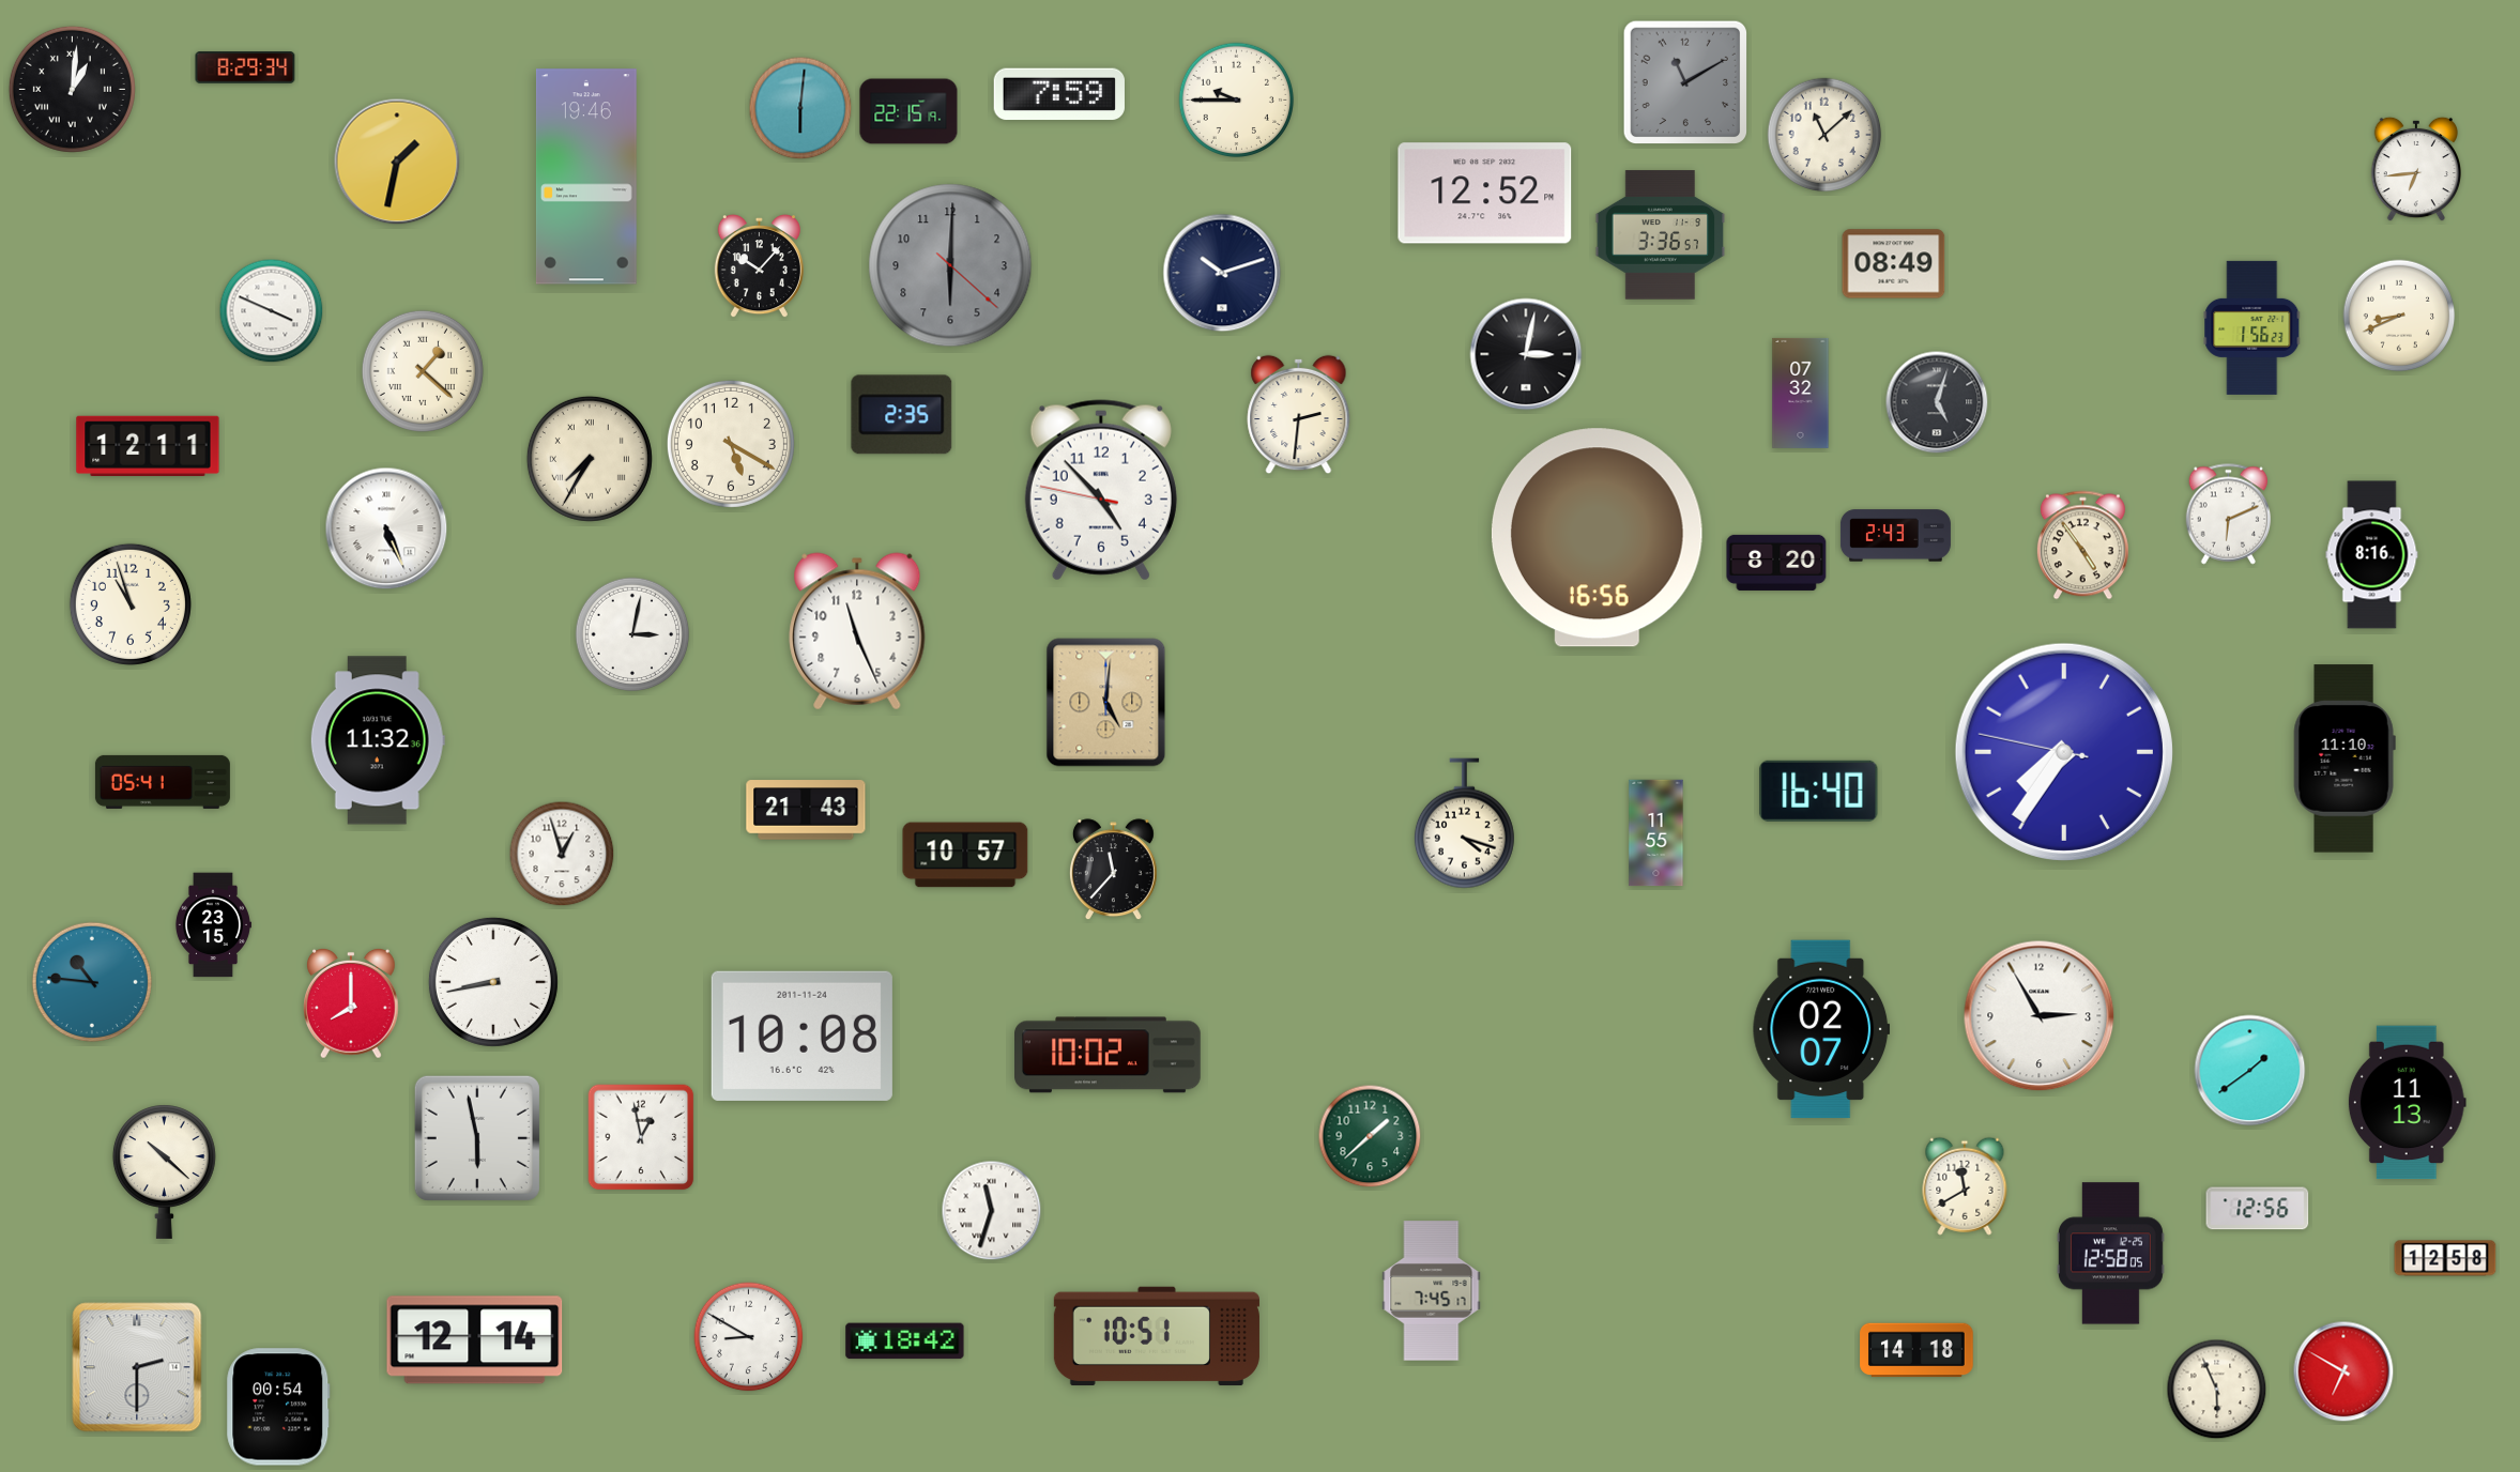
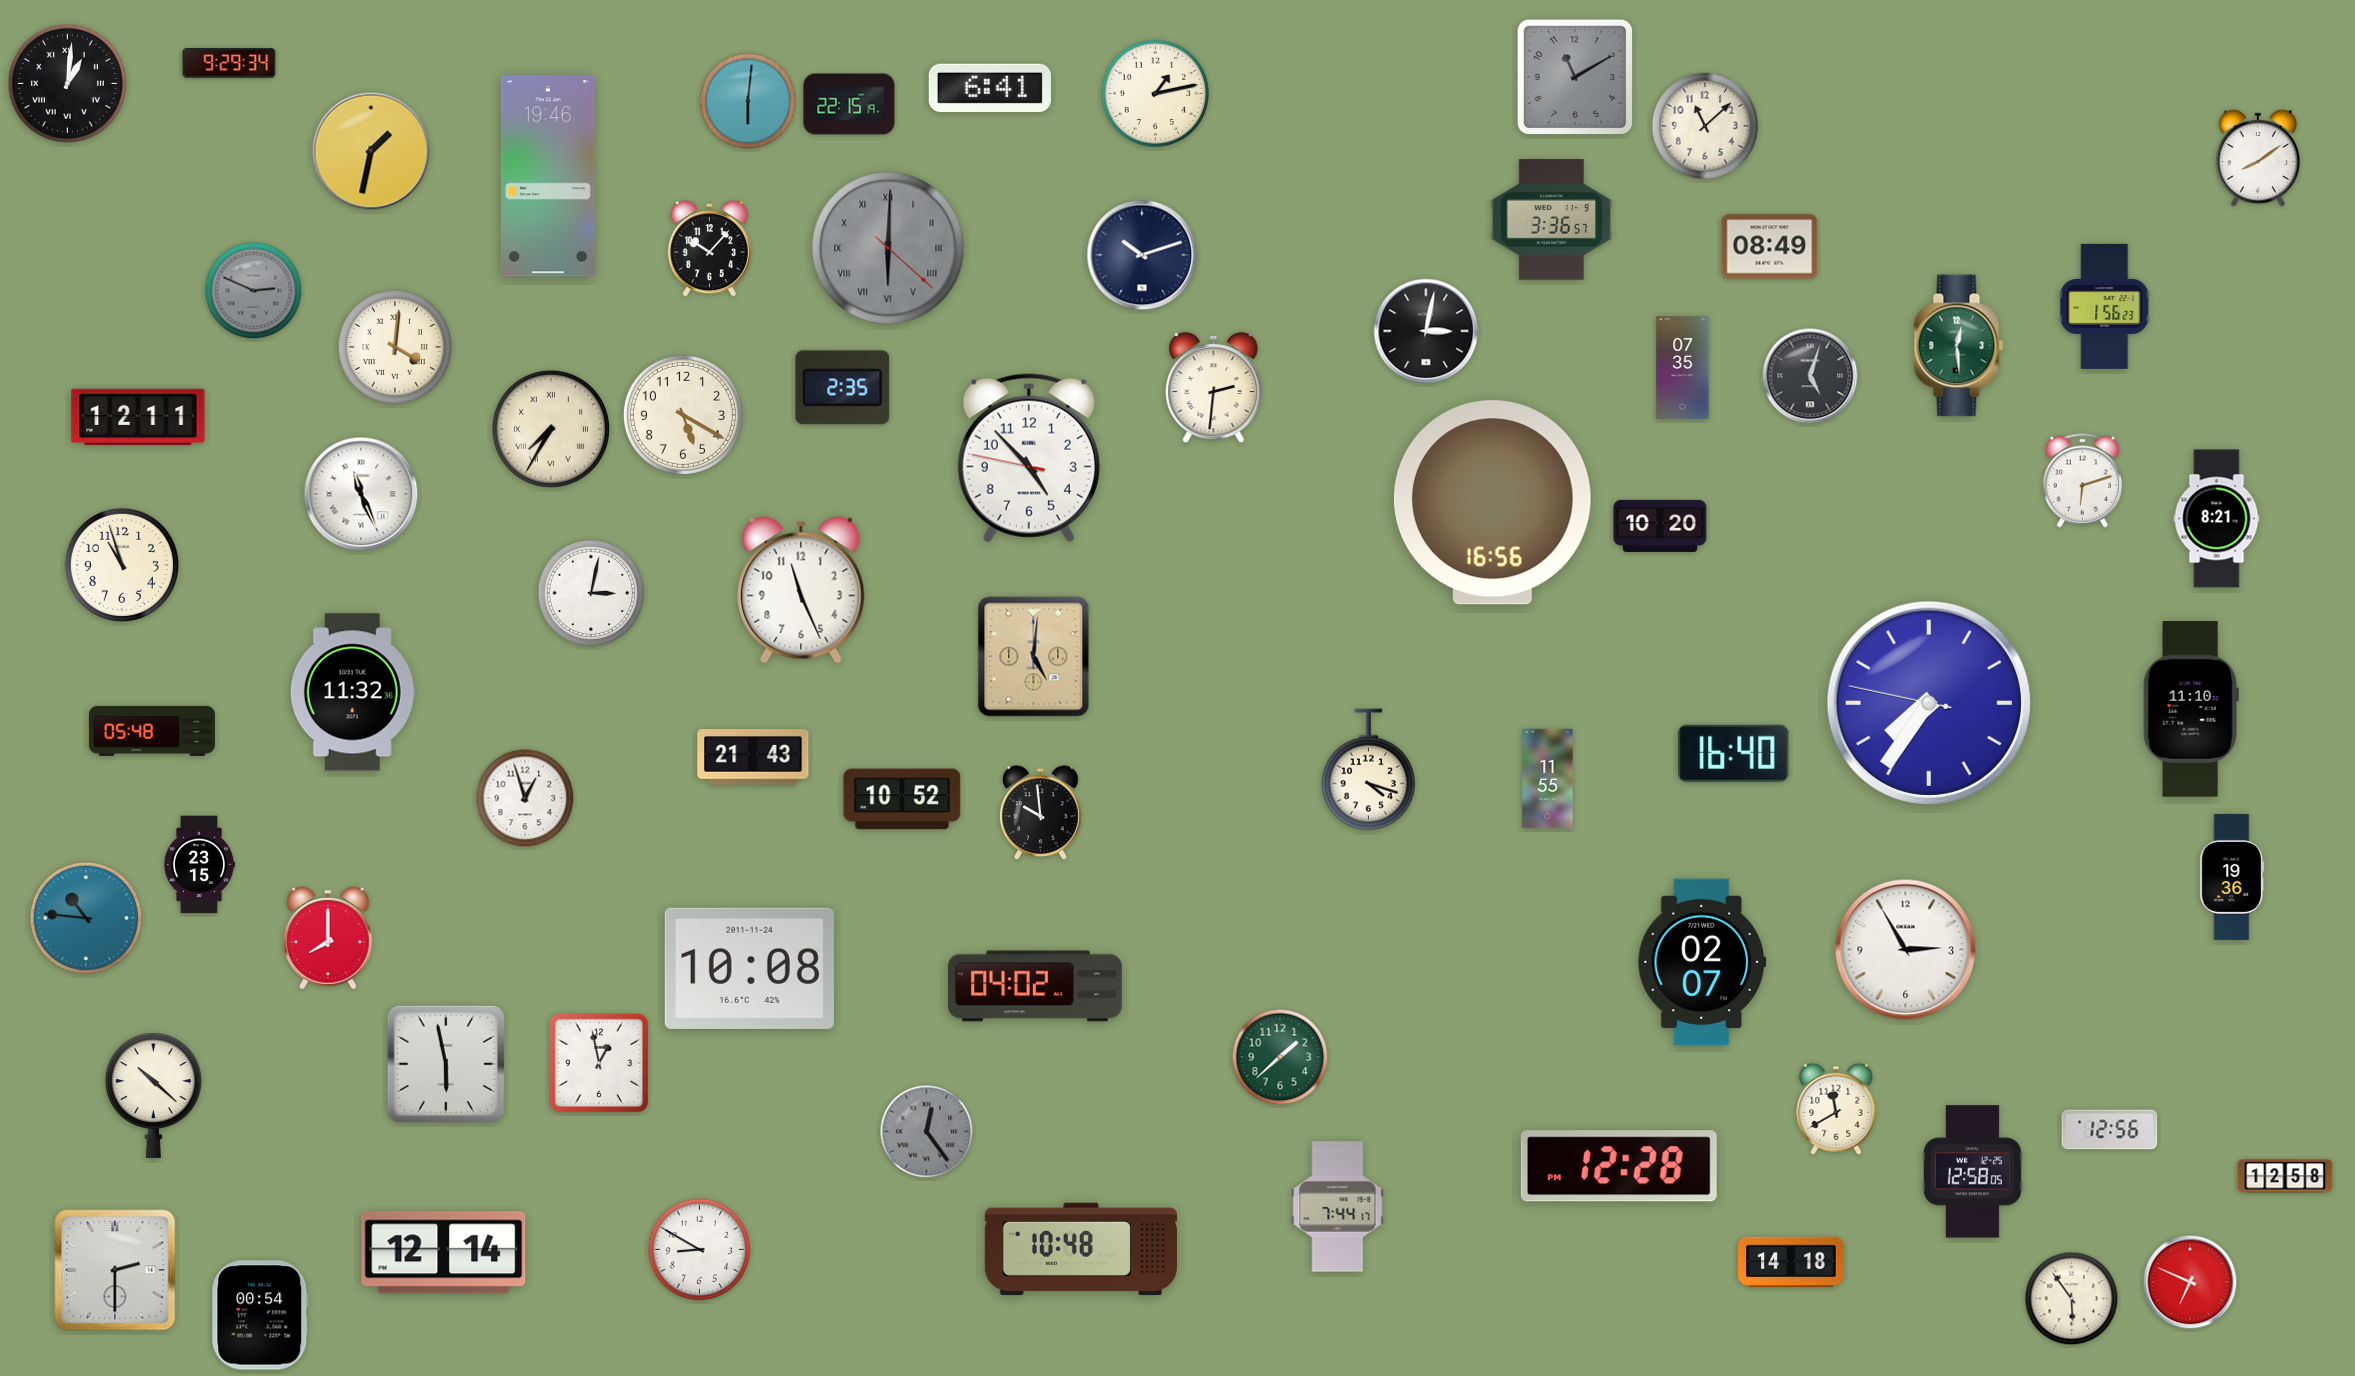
clock at (245, 67): 8:29 -> 9:29
clock at (1059, 94): 7:59 -> 6:41
clock at (1237, 101): 9:45 -> 1:13
clock at (2415, 169): 6:44 -> 8:09
clock at (586, 177) position: (586, 177) -> (548, 176)
clock at (1485, 194): 12:52 -> none
clock at (950, 265) numerals: Arabic -> Roman
clock at (272, 311): 3:49 -> 2:49
clock at (272, 311) dial: white -> grey
clock at (2399, 316): 8:41 -> none
clock at (1959, 346): none -> 12:29
clock at (423, 371): 1:22 -> 4:01
clock at (1801, 393): 07:32 -> 07:35
clock at (2229, 515): 6:11 -> 6:12
clock at (386, 528): 5:26 -> 11:26
clock at (1895, 536): 2:43 -> none
clock at (2082, 546): 4:54 -> none
clock at (2372, 555): 8:16 -> 8:21
clock at (1776, 563): 8:20 -> 10:20
clock at (163, 782): 05:41 -> 05:48
clock at (1819, 791) position: (1819, 791) -> (1734, 753)
clock at (965, 855): 10:57 -> 10:52
clock at (1113, 870): 11:37 -> 9:59
clock at (2232, 877): none -> 19:36
clock at (493, 982): 8:43 -> none
clock at (1109, 1055): 10:02 -> 04:02
clock at (2250, 1071): 1:39 -> none
clock at (2407, 1103): 11:13 -> none
clock at (1370, 1136) position: (1370, 1136) -> (1280, 1057)
clock at (992, 1211): 11:33 -> 12:24
clock at (992, 1211) dial: white -> grey
clock at (1619, 1166): none -> 12:28
clock at (1432, 1291): 7:45 -> 7:44
clock at (1157, 1336): 10:51 -> 10:48
clock at (905, 1341): 18:42 -> none
clock at (137, 1367) position: (137, 1367) -> (115, 1270)
clock at (2343, 1371): 6:50 -> 6:49
clock at (2217, 1390): 5:56 -> 5:54
